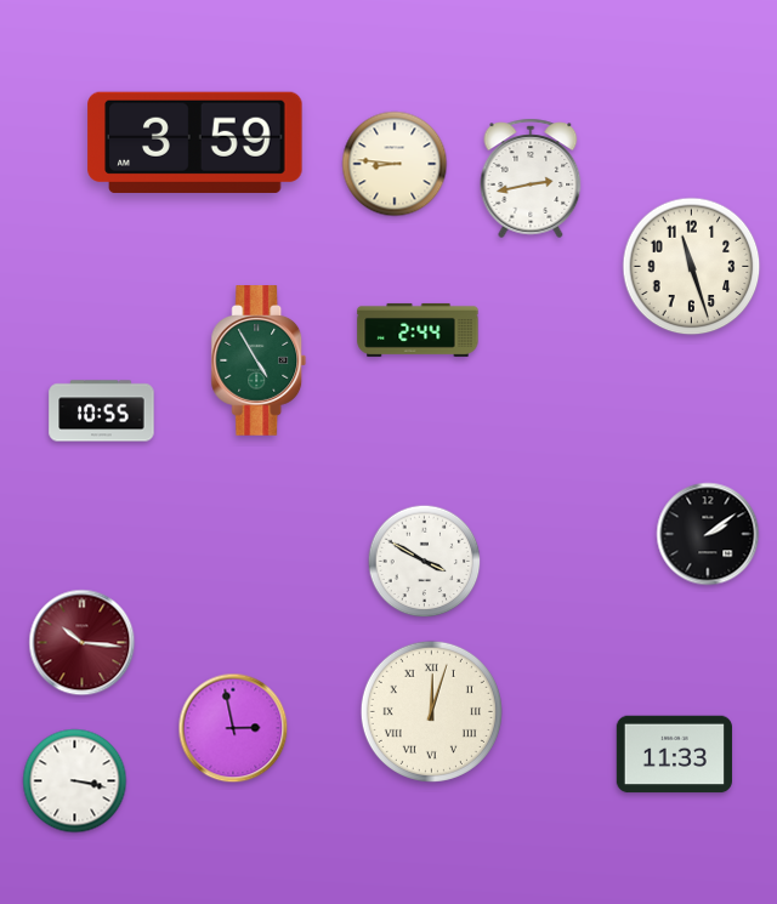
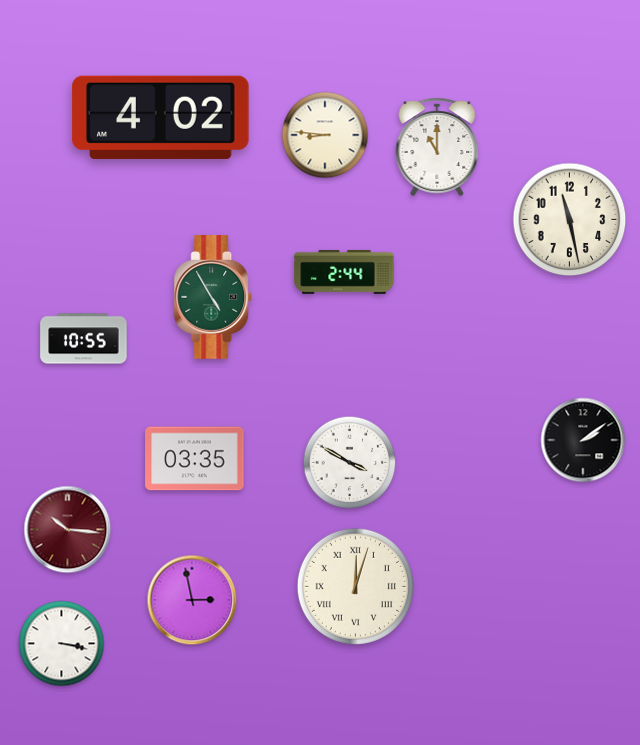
clock at (195, 142): 3:59 -> 4:02
clock at (531, 178): 2:43 -> 11:00
clock at (692, 267): 11:27 -> 11:28
clock at (195, 459): none -> 03:35
clock at (674, 755): 11:33 -> none
